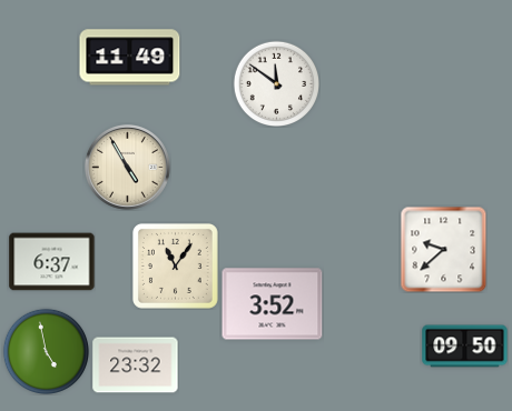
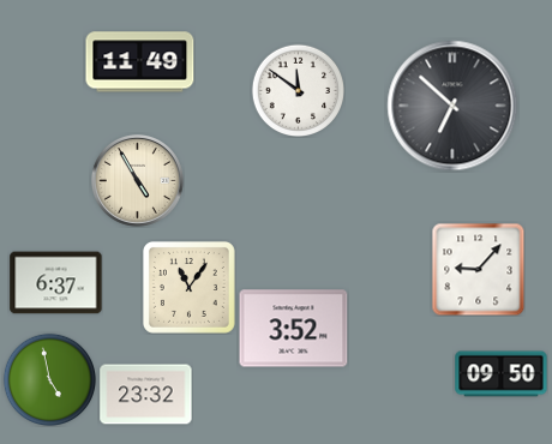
clock at (452, 106): none -> 6:52
clock at (443, 249): 9:38 -> 9:07
